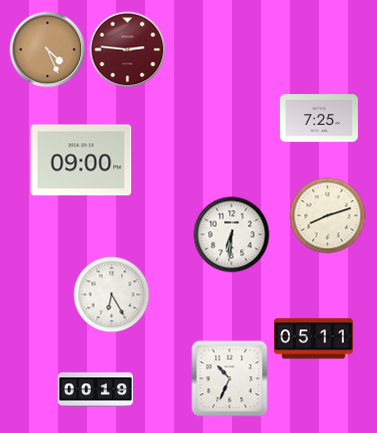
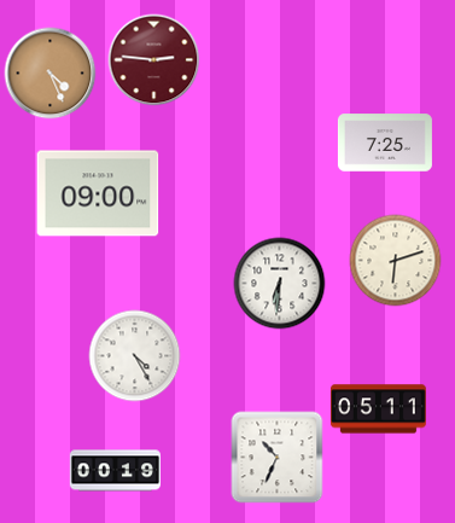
clock at (48, 50) position: (48, 50) -> (51, 74)
clock at (328, 216): 8:12 -> 6:12
clock at (112, 295): 6:25 -> 4:25
